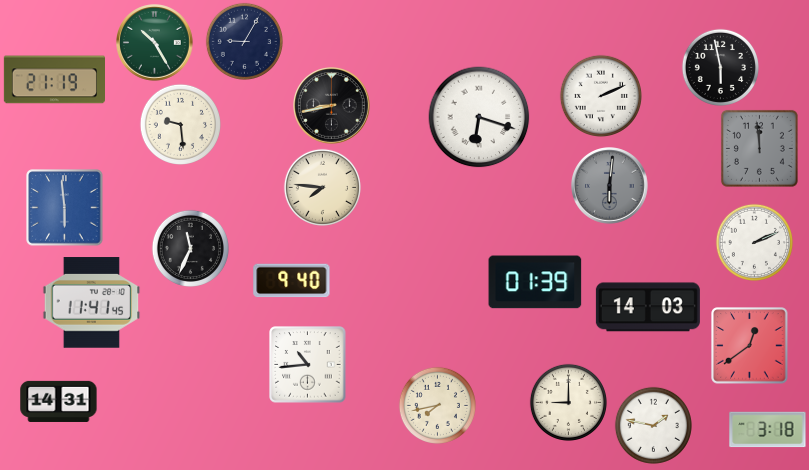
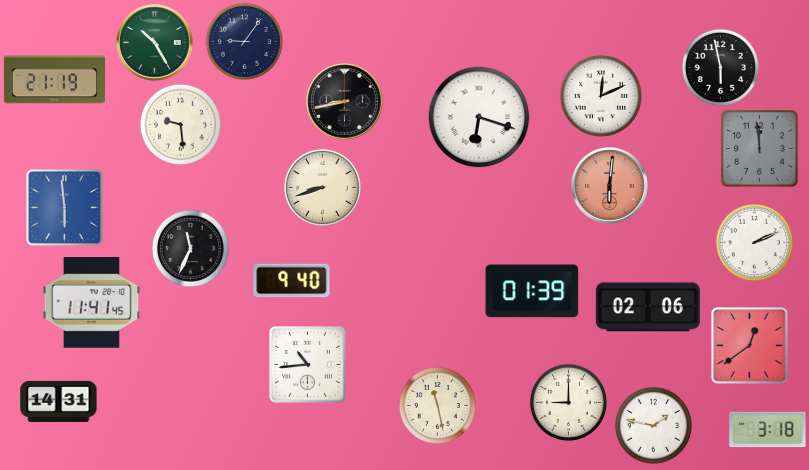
clock at (244, 41): 9:05 -> 9:06
clock at (600, 95): 2:11 -> 12:11
clock at (332, 106) position: (332, 106) -> (345, 102)
clock at (610, 186) dial: grey -> salmon
clock at (322, 187): 7:46 -> 8:42
clock at (535, 282) position: (535, 282) -> (532, 291)
clock at (648, 307): 14:03 -> 02:06
clock at (437, 405): 7:43 -> 11:28
